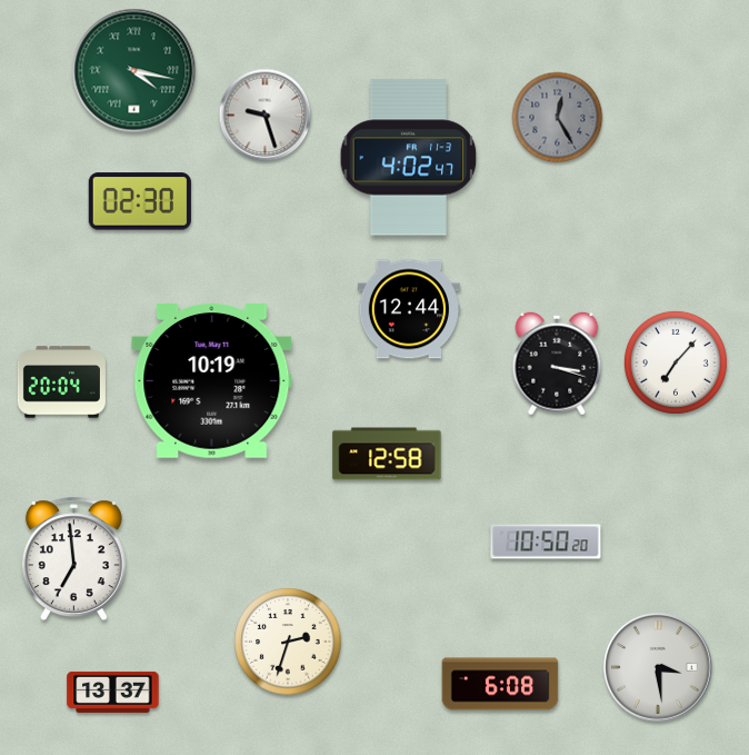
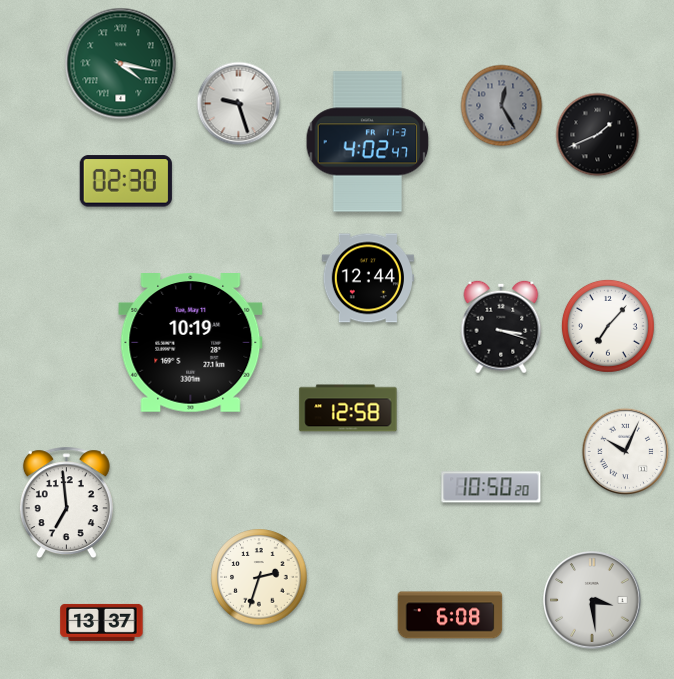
clock at (598, 135): none -> 1:41
clock at (61, 383): 20:04 -> none
clock at (626, 452): none -> 10:04
